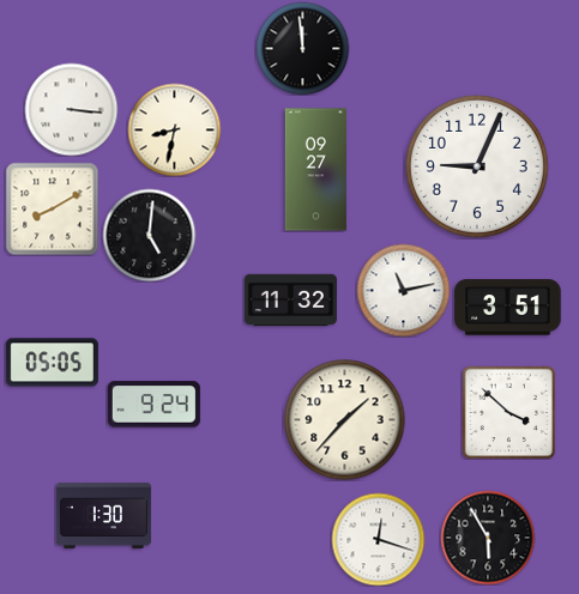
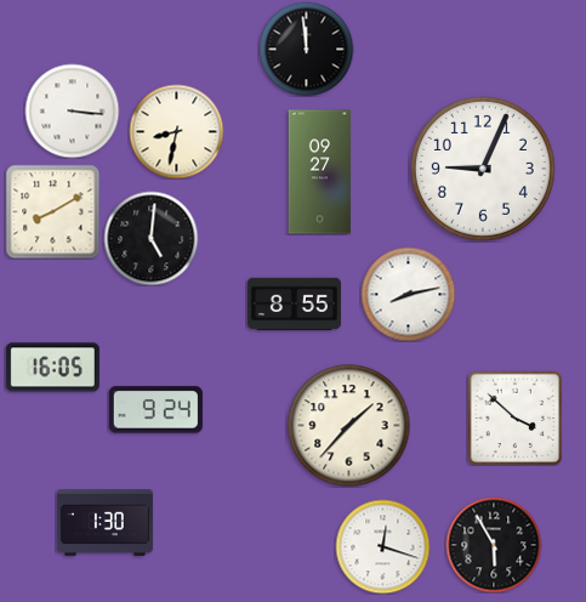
clock at (403, 290): 11:13 -> 8:13
clock at (290, 301): 11:32 -> 8:55
clock at (508, 308): 3:51 -> none
clock at (52, 363): 05:05 -> 16:05
